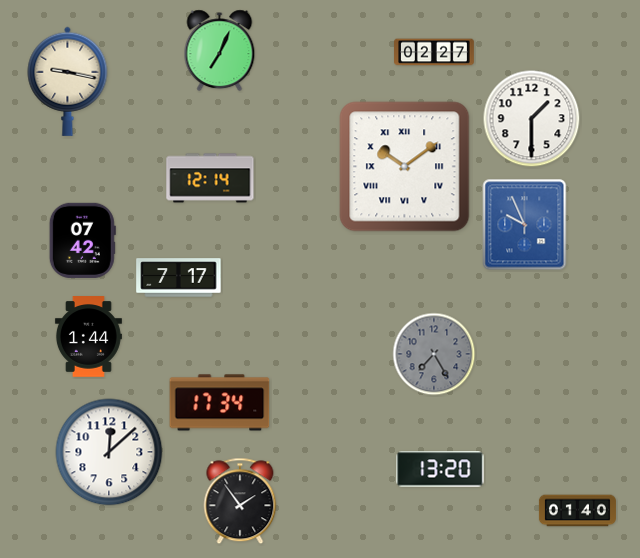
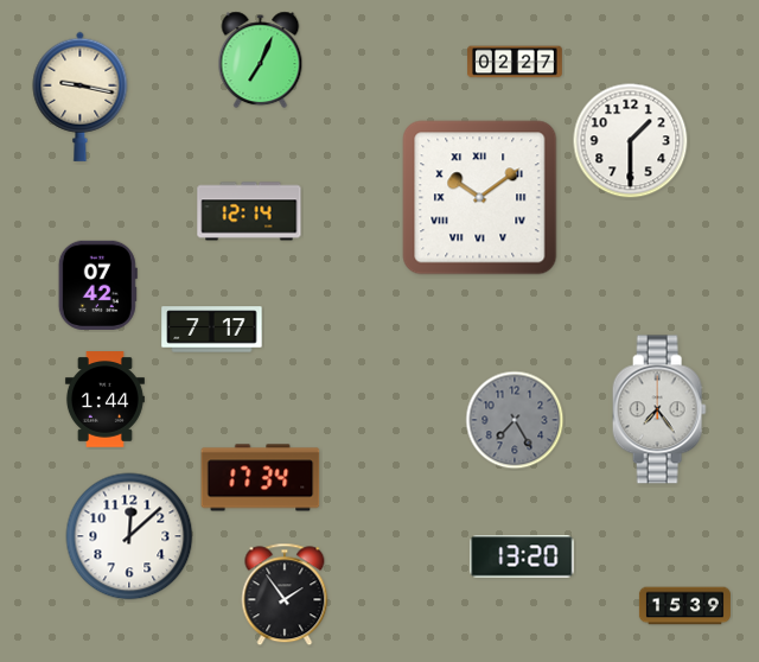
clock at (525, 225): 9:56 -> none
clock at (659, 409): none -> 7:24
clock at (577, 511): 01:40 -> 15:39
